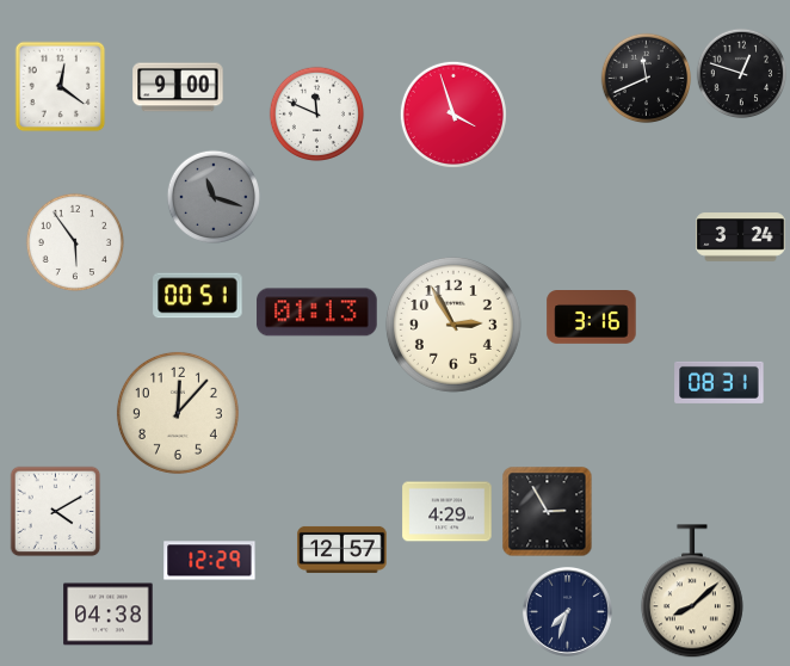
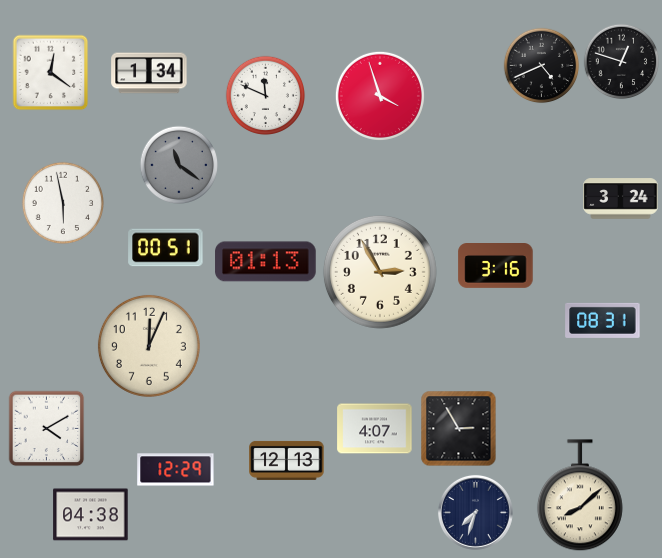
clock at (647, 79): 11:41 -> 4:41
clock at (178, 87): 9:00 -> 1:34
clock at (214, 197): 11:18 -> 11:21
clock at (74, 241): 5:54 -> 5:58
clock at (178, 413): 12:07 -> 12:04
clock at (448, 512): 4:29 -> 4:07
clock at (342, 549): 12:57 -> 12:13
